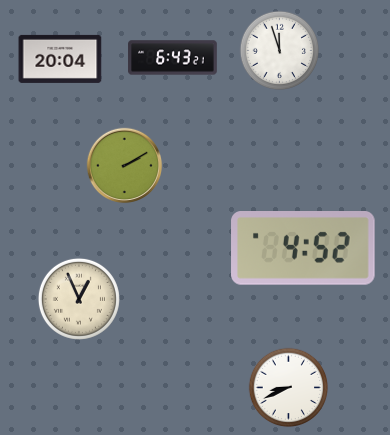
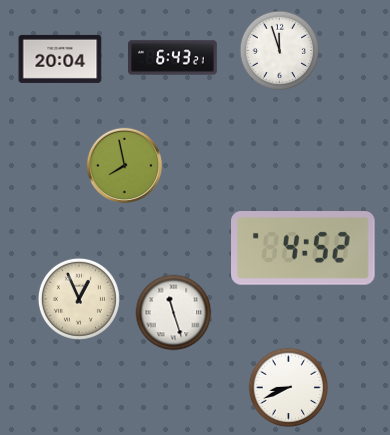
clock at (125, 166): 2:10 -> 7:58
clock at (174, 313): none -> 11:27
